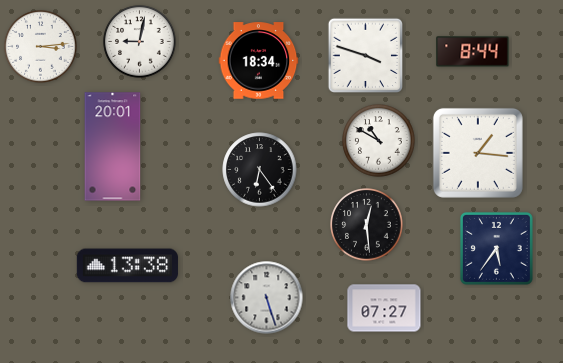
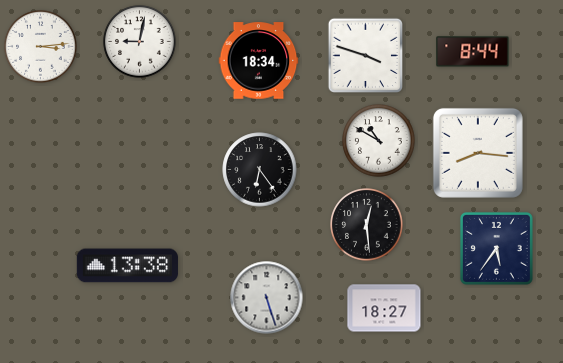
clock at (113, 147): 20:01 -> none
clock at (478, 153): 1:16 -> 8:16
clock at (384, 308): 07:27 -> 18:27
